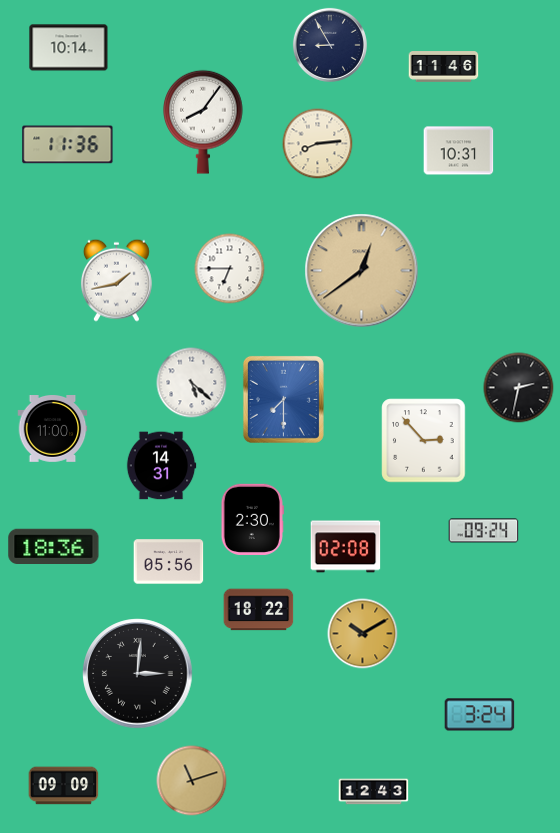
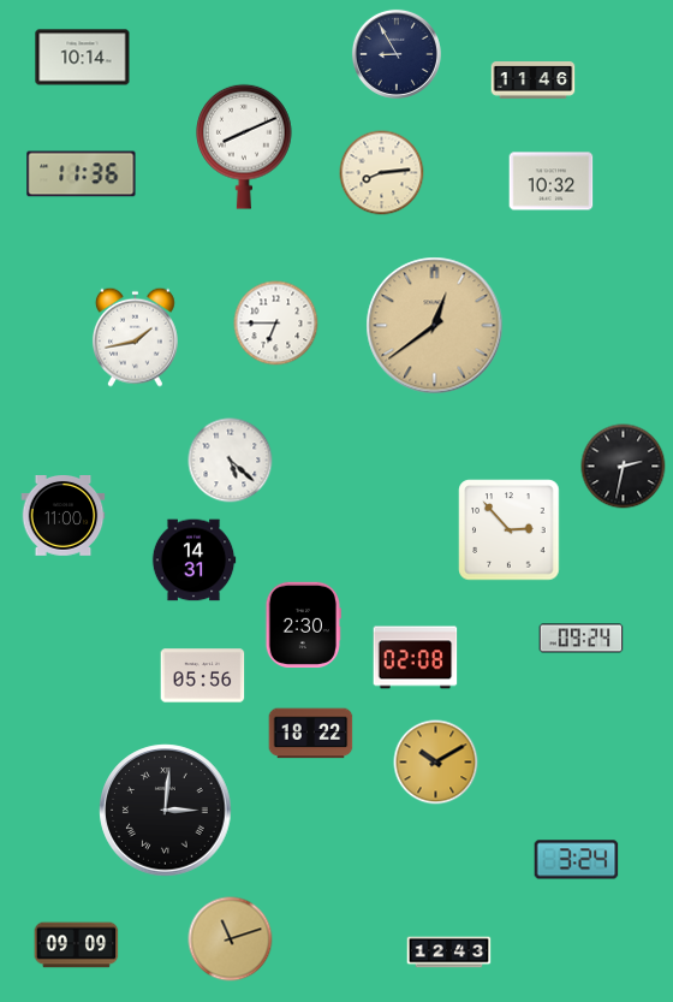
clock at (204, 122): 8:06 -> 8:11
clock at (459, 151): 10:31 -> 10:32
clock at (116, 280) position: (116, 280) -> (135, 337)
clock at (283, 399): 7:30 -> none
clock at (54, 546): 18:36 -> none
